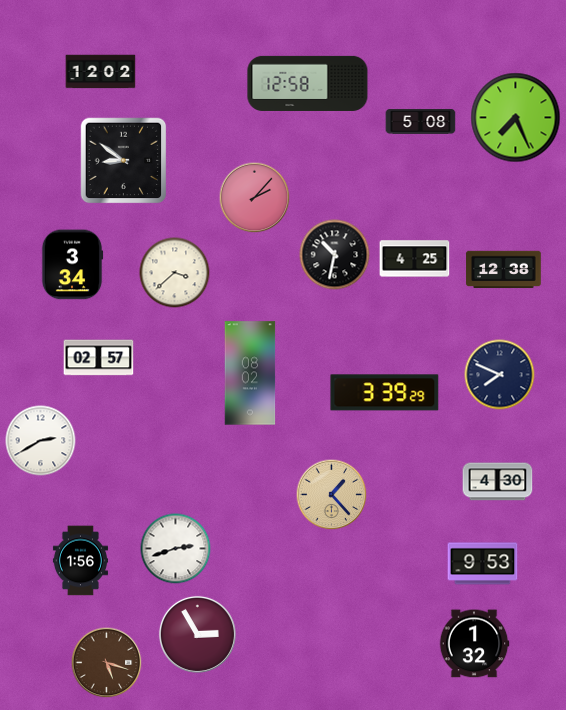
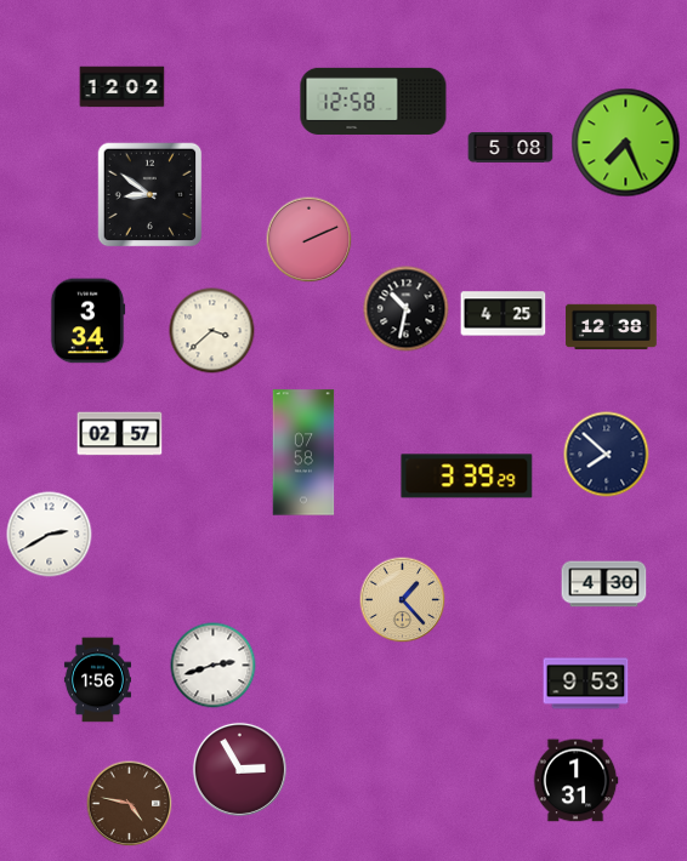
clock at (255, 198): 2:07 -> 2:11
clock at (250, 373): 08:02 -> 07:58
clock at (500, 375): 7:49 -> 7:52
clock at (474, 644): 1:32 -> 1:31
clock at (107, 663): 5:18 -> 4:47
